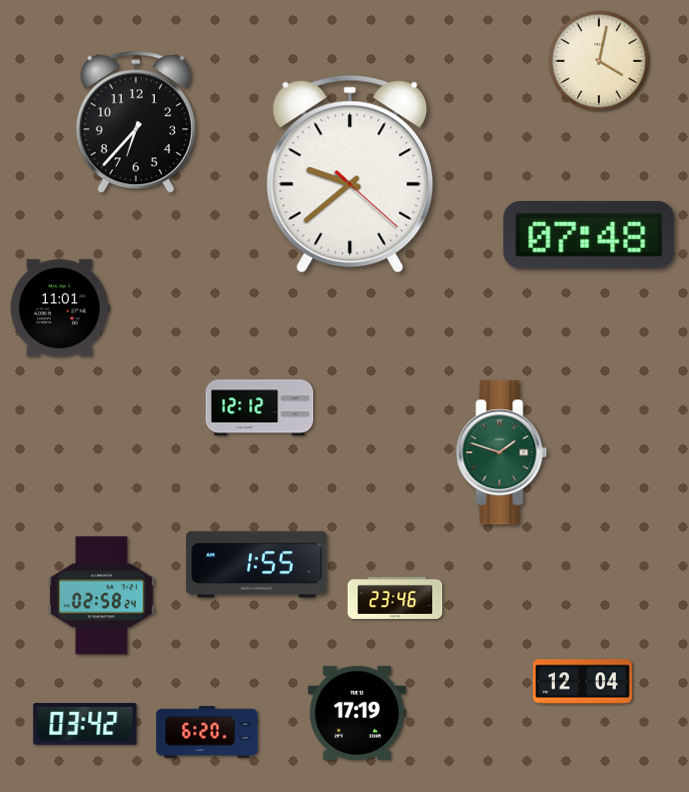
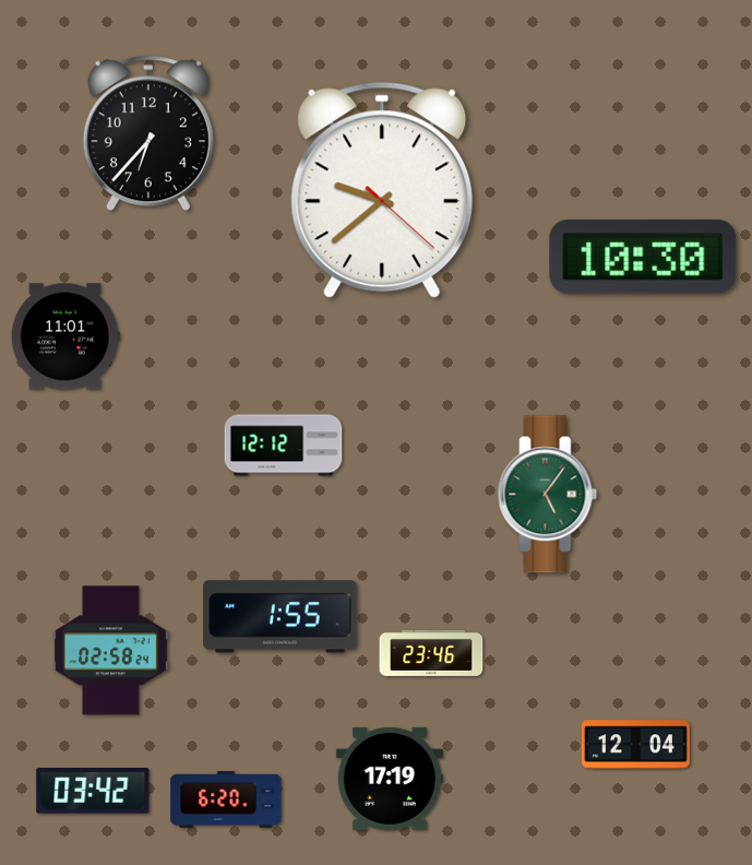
clock at (599, 61): 4:02 -> none
clock at (589, 236): 07:48 -> 10:30
clock at (502, 453): 1:48 -> 5:06
